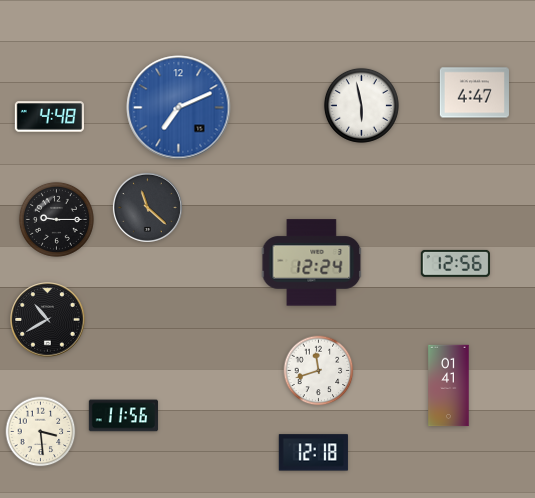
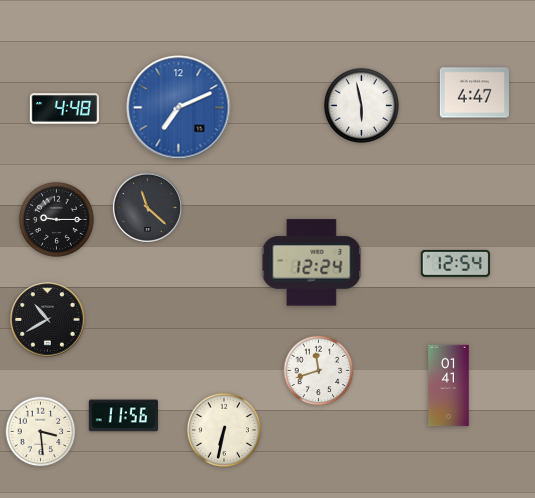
clock at (49, 117) position: (49, 117) -> (64, 109)
clock at (455, 263): 12:56 -> 12:54
clock at (224, 430): none -> 6:32
clock at (313, 453): 12:18 -> none
